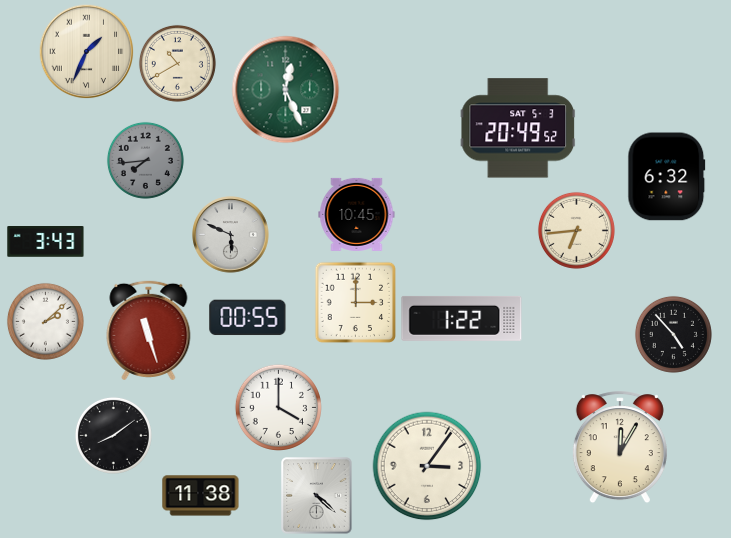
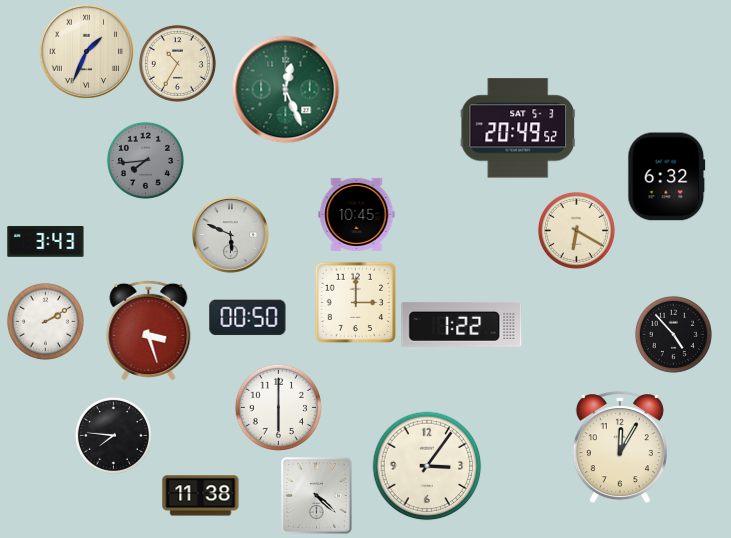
clock at (177, 63): 10:40 -> 10:35
clock at (576, 230): 6:44 -> 6:20
clock at (248, 318): 00:55 -> 00:50
clock at (462, 318) position: (462, 318) -> (462, 324)
clock at (45, 321): 2:08 -> 2:10
clock at (149, 330): 11:27 -> 3:27
clock at (278, 407): 4:00 -> 6:00
clock at (113, 435): 8:09 -> 7:46
